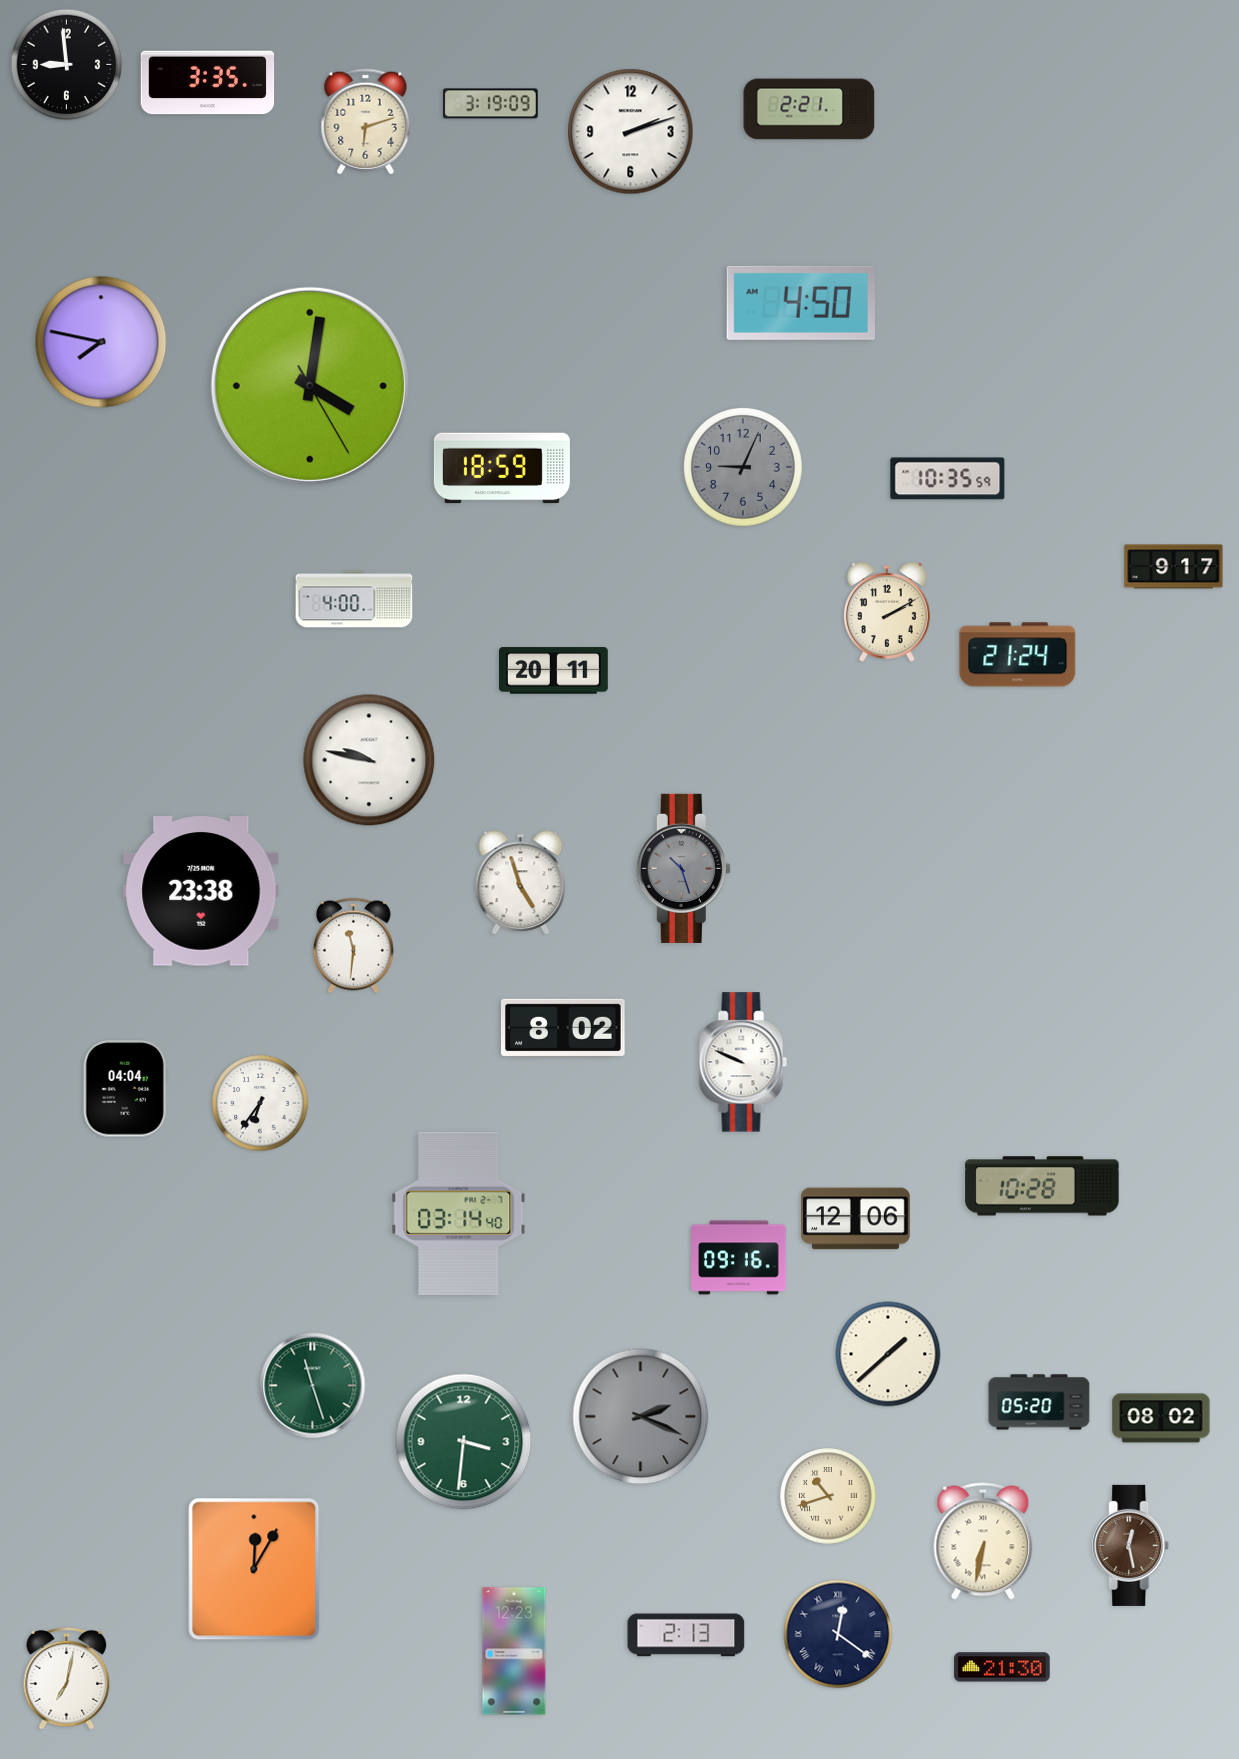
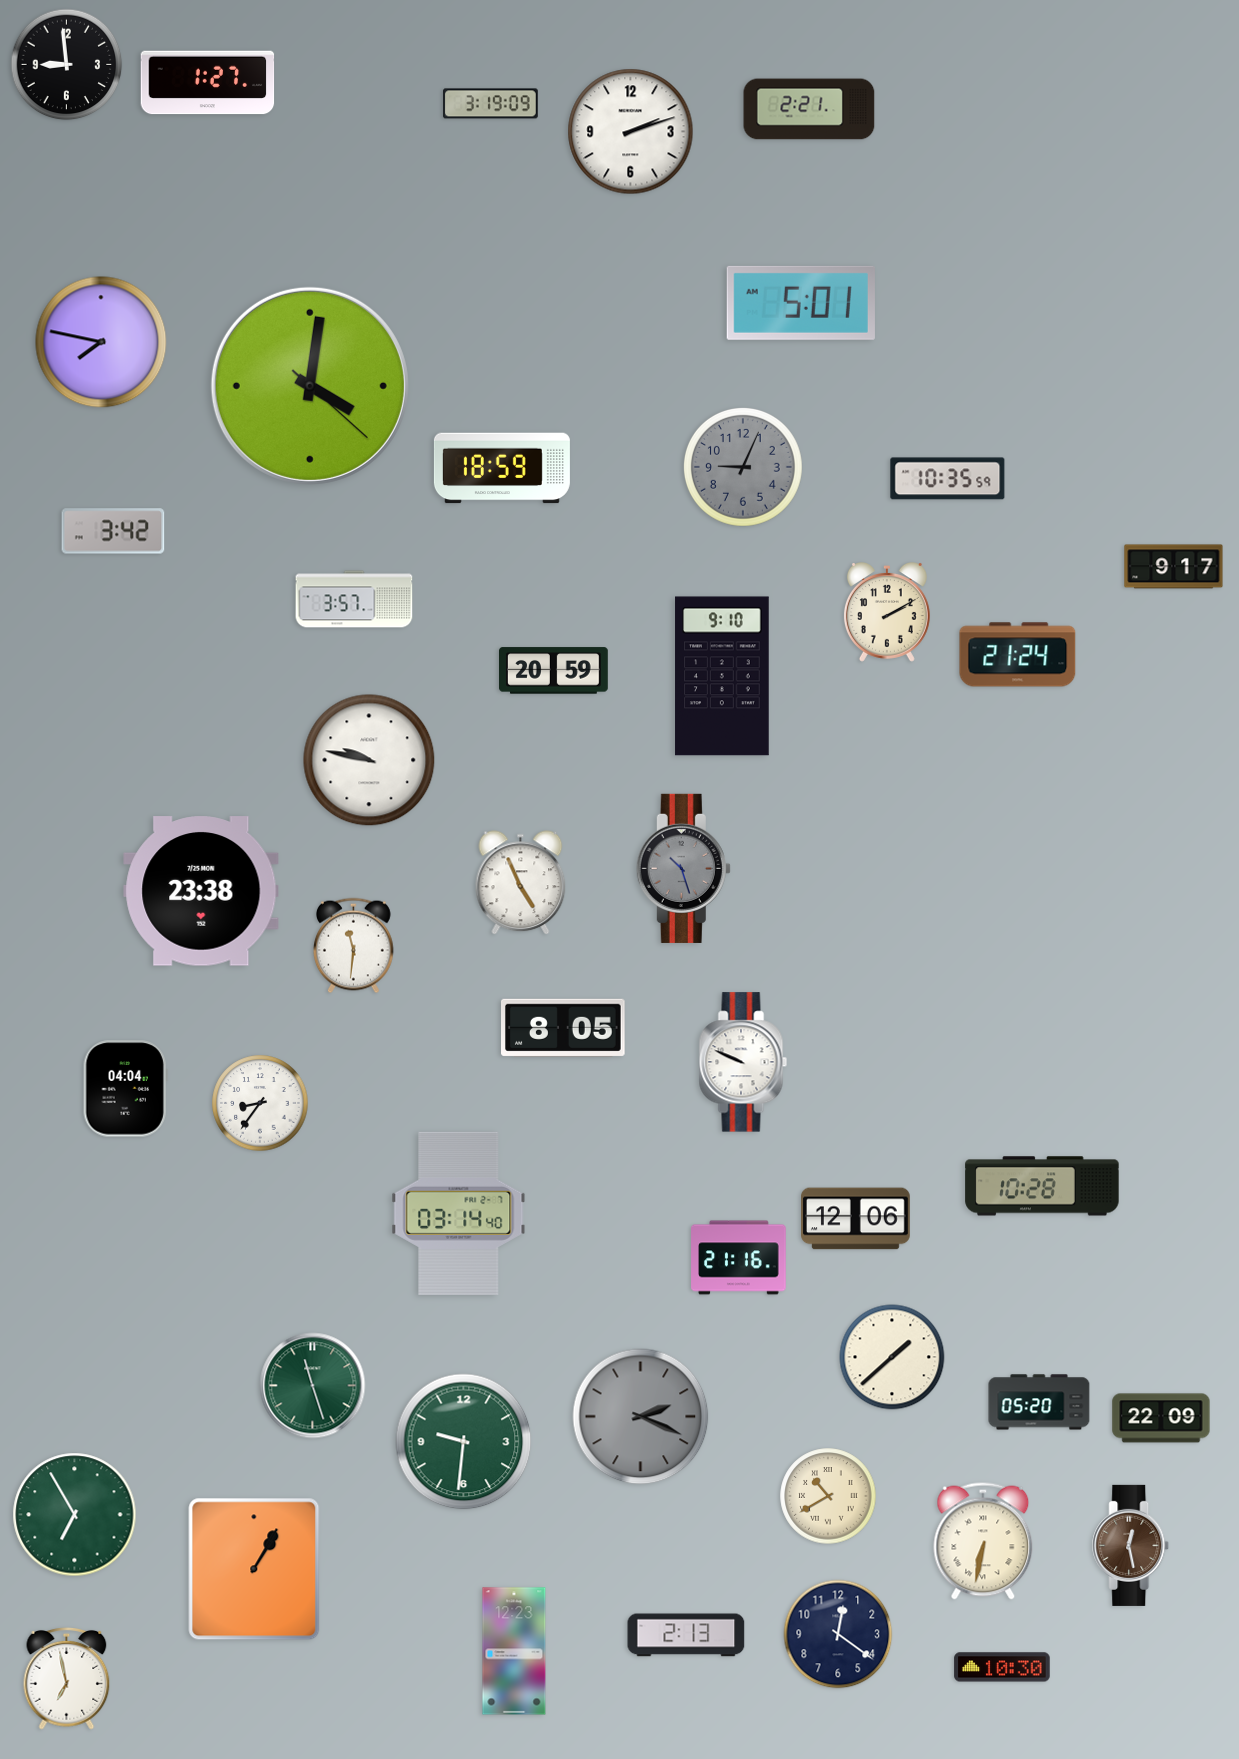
clock at (208, 83): 3:35 -> 1:27
clock at (366, 122): 6:12 -> none
clock at (801, 303): 4:50 -> 5:01
clock at (310, 386): 4:01:25 -> 4:01:22
clock at (113, 531): none -> 3:42
clock at (354, 599): 4:00 -> 3:57
clock at (554, 671): 20:11 -> 20:59
clock at (722, 676): none -> 9:10
clock at (521, 883): 4:57 -> 4:56
clock at (564, 1028): 8:02 -> 8:05
clock at (260, 1103): 6:36 -> 8:36
clock at (739, 1258): 09:16 -> 21:16
clock at (888, 1354) position: (888, 1354) -> (892, 1357)
clock at (1161, 1418): 08:02 -> 22:09
clock at (464, 1442): 3:31 -> 9:31
clock at (828, 1496): 10:42 -> 10:40
clock at (75, 1515): none -> 6:55
clock at (254, 1569): 12:05 -> 1:05
clock at (838, 1634) numerals: Roman -> Arabic
clock at (1002, 1667): 21:30 -> 10:30
clock at (67, 1679): 7:02 -> 6:58
